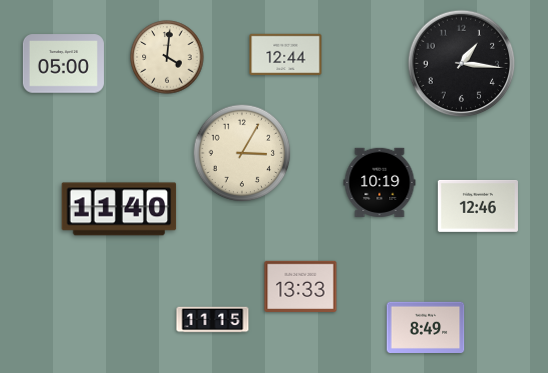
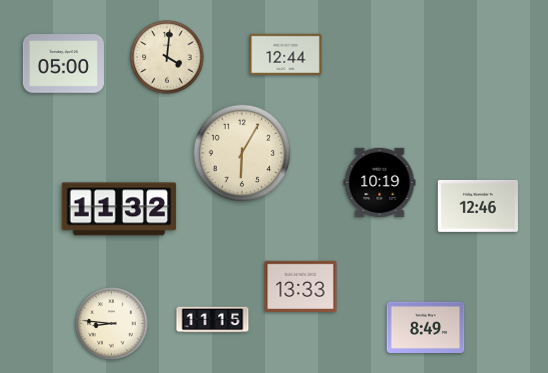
clock at (462, 64): 1:16 -> none
clock at (242, 153): 3:05 -> 6:05
clock at (119, 209): 11:40 -> 11:32
clock at (112, 324): none -> 8:46
